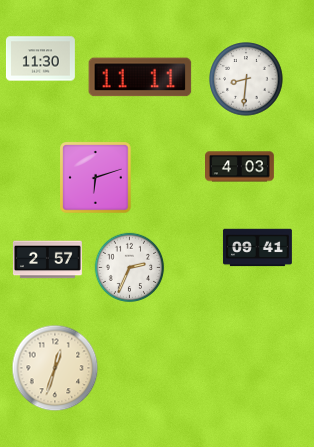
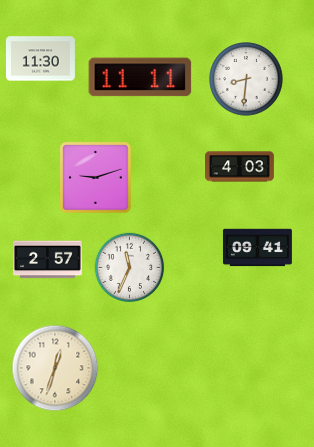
clock at (96, 178): 6:12 -> 9:12
clock at (130, 268): 2:34 -> 11:34
